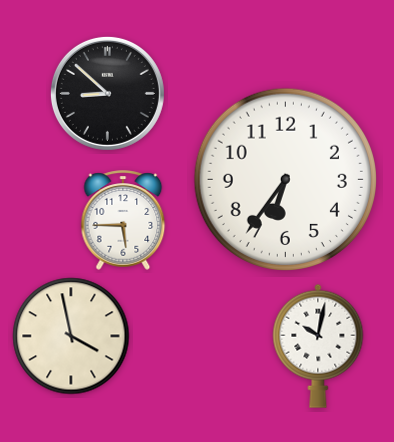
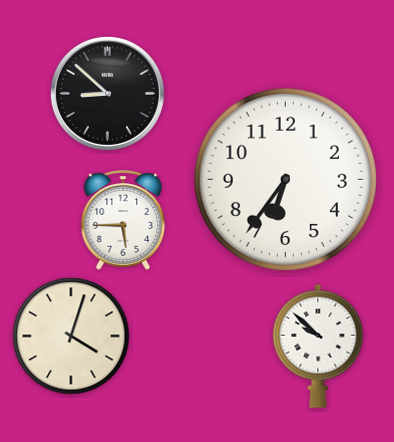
clock at (71, 336): 3:58 -> 4:03
clock at (318, 346): 10:02 -> 9:52
